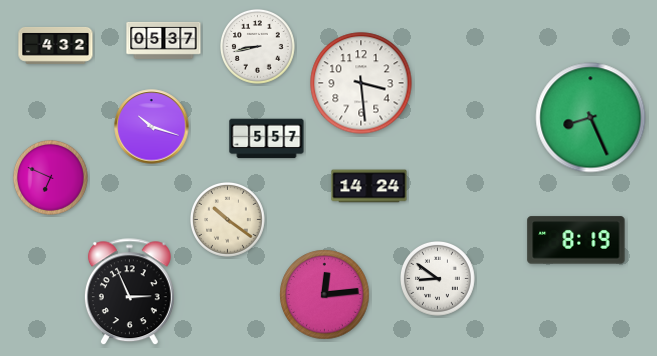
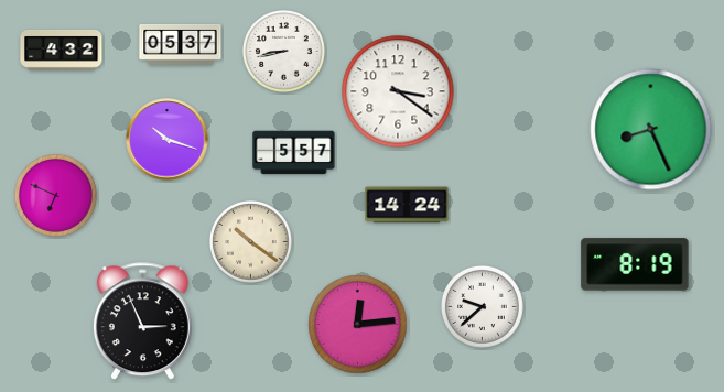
clock at (361, 83): 3:29 -> 3:21
clock at (438, 279): 8:51 -> 9:38
